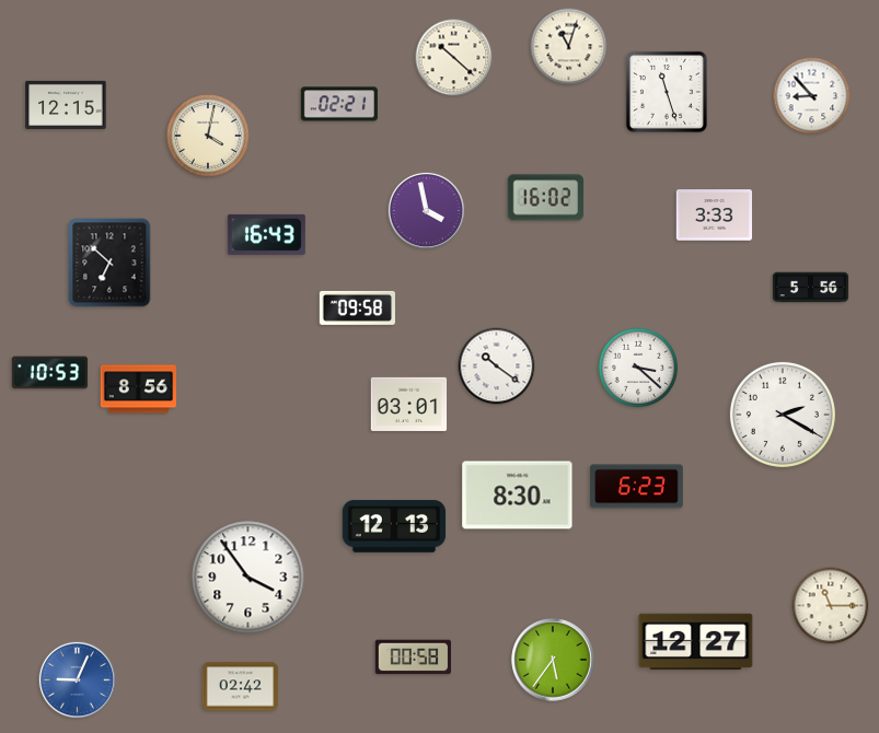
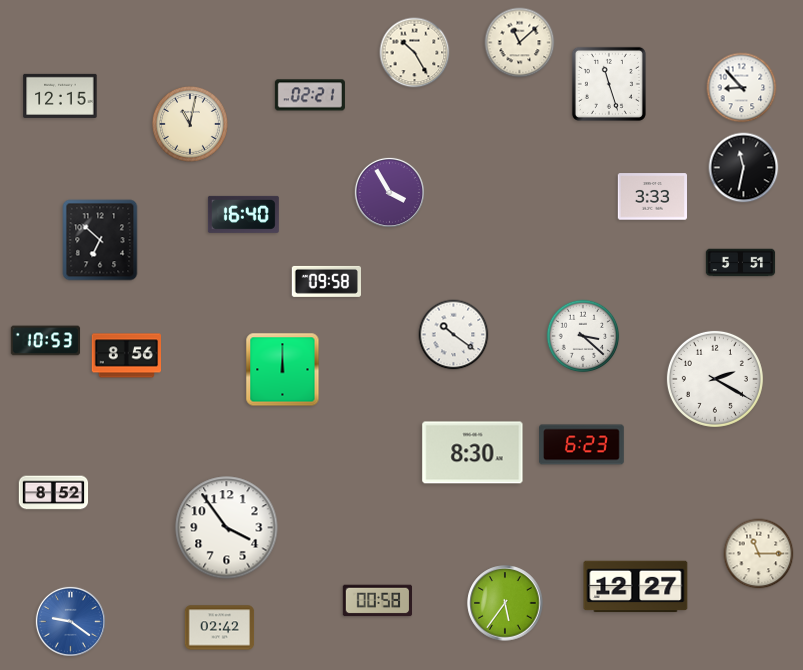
clock at (569, 47): 11:03 -> 11:08
clock at (454, 58): 10:22 -> 10:25
clock at (208, 136): 4:02 -> 11:02
clock at (744, 168): none -> 11:32
clock at (546, 198): 16:02 -> none
clock at (426, 210): 3:58 -> 3:55
clock at (266, 234): 16:43 -> 16:40
clock at (811, 288): 5:56 -> 5:51
clock at (409, 404): 03:01 -> none
clock at (283, 370): none -> 12:00
clock at (394, 526): 12:13 -> none
clock at (54, 493): none -> 8:52
clock at (77, 679): 9:04 -> 9:21
